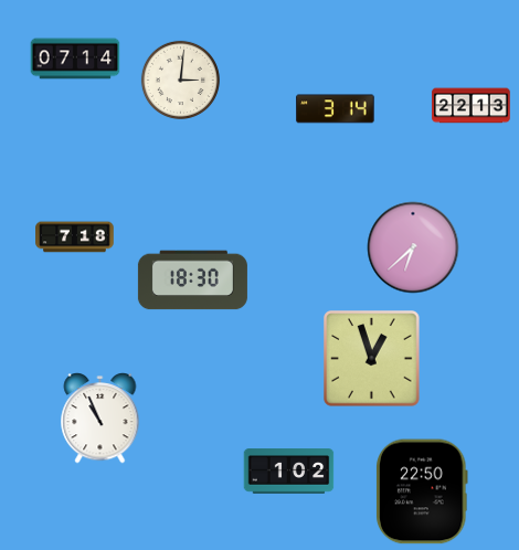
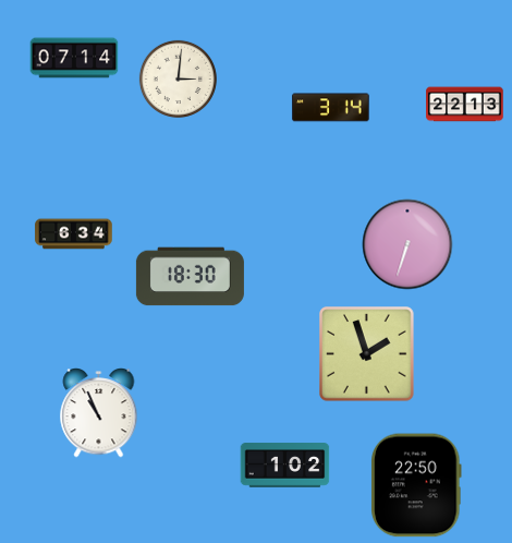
clock at (75, 237): 7:18 -> 6:34
clock at (413, 247): 6:38 -> 6:33
clock at (372, 359): 12:57 -> 1:57
